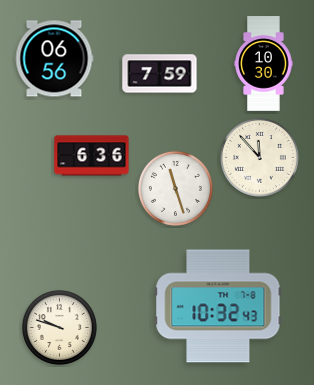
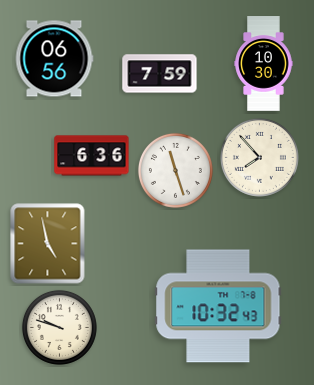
clock at (259, 157): 11:53 -> 7:53
clock at (175, 188) position: (175, 188) -> (175, 170)
clock at (48, 244): none -> 4:58
